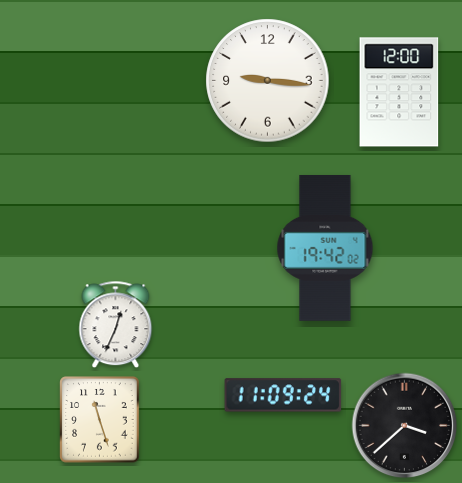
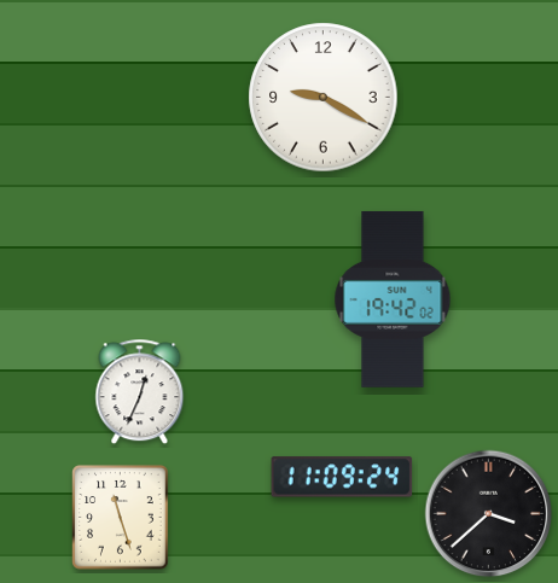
clock at (268, 81): 9:16 -> 9:20
clock at (399, 92): 12:00 -> none
clock at (100, 420) position: (100, 420) -> (121, 518)
